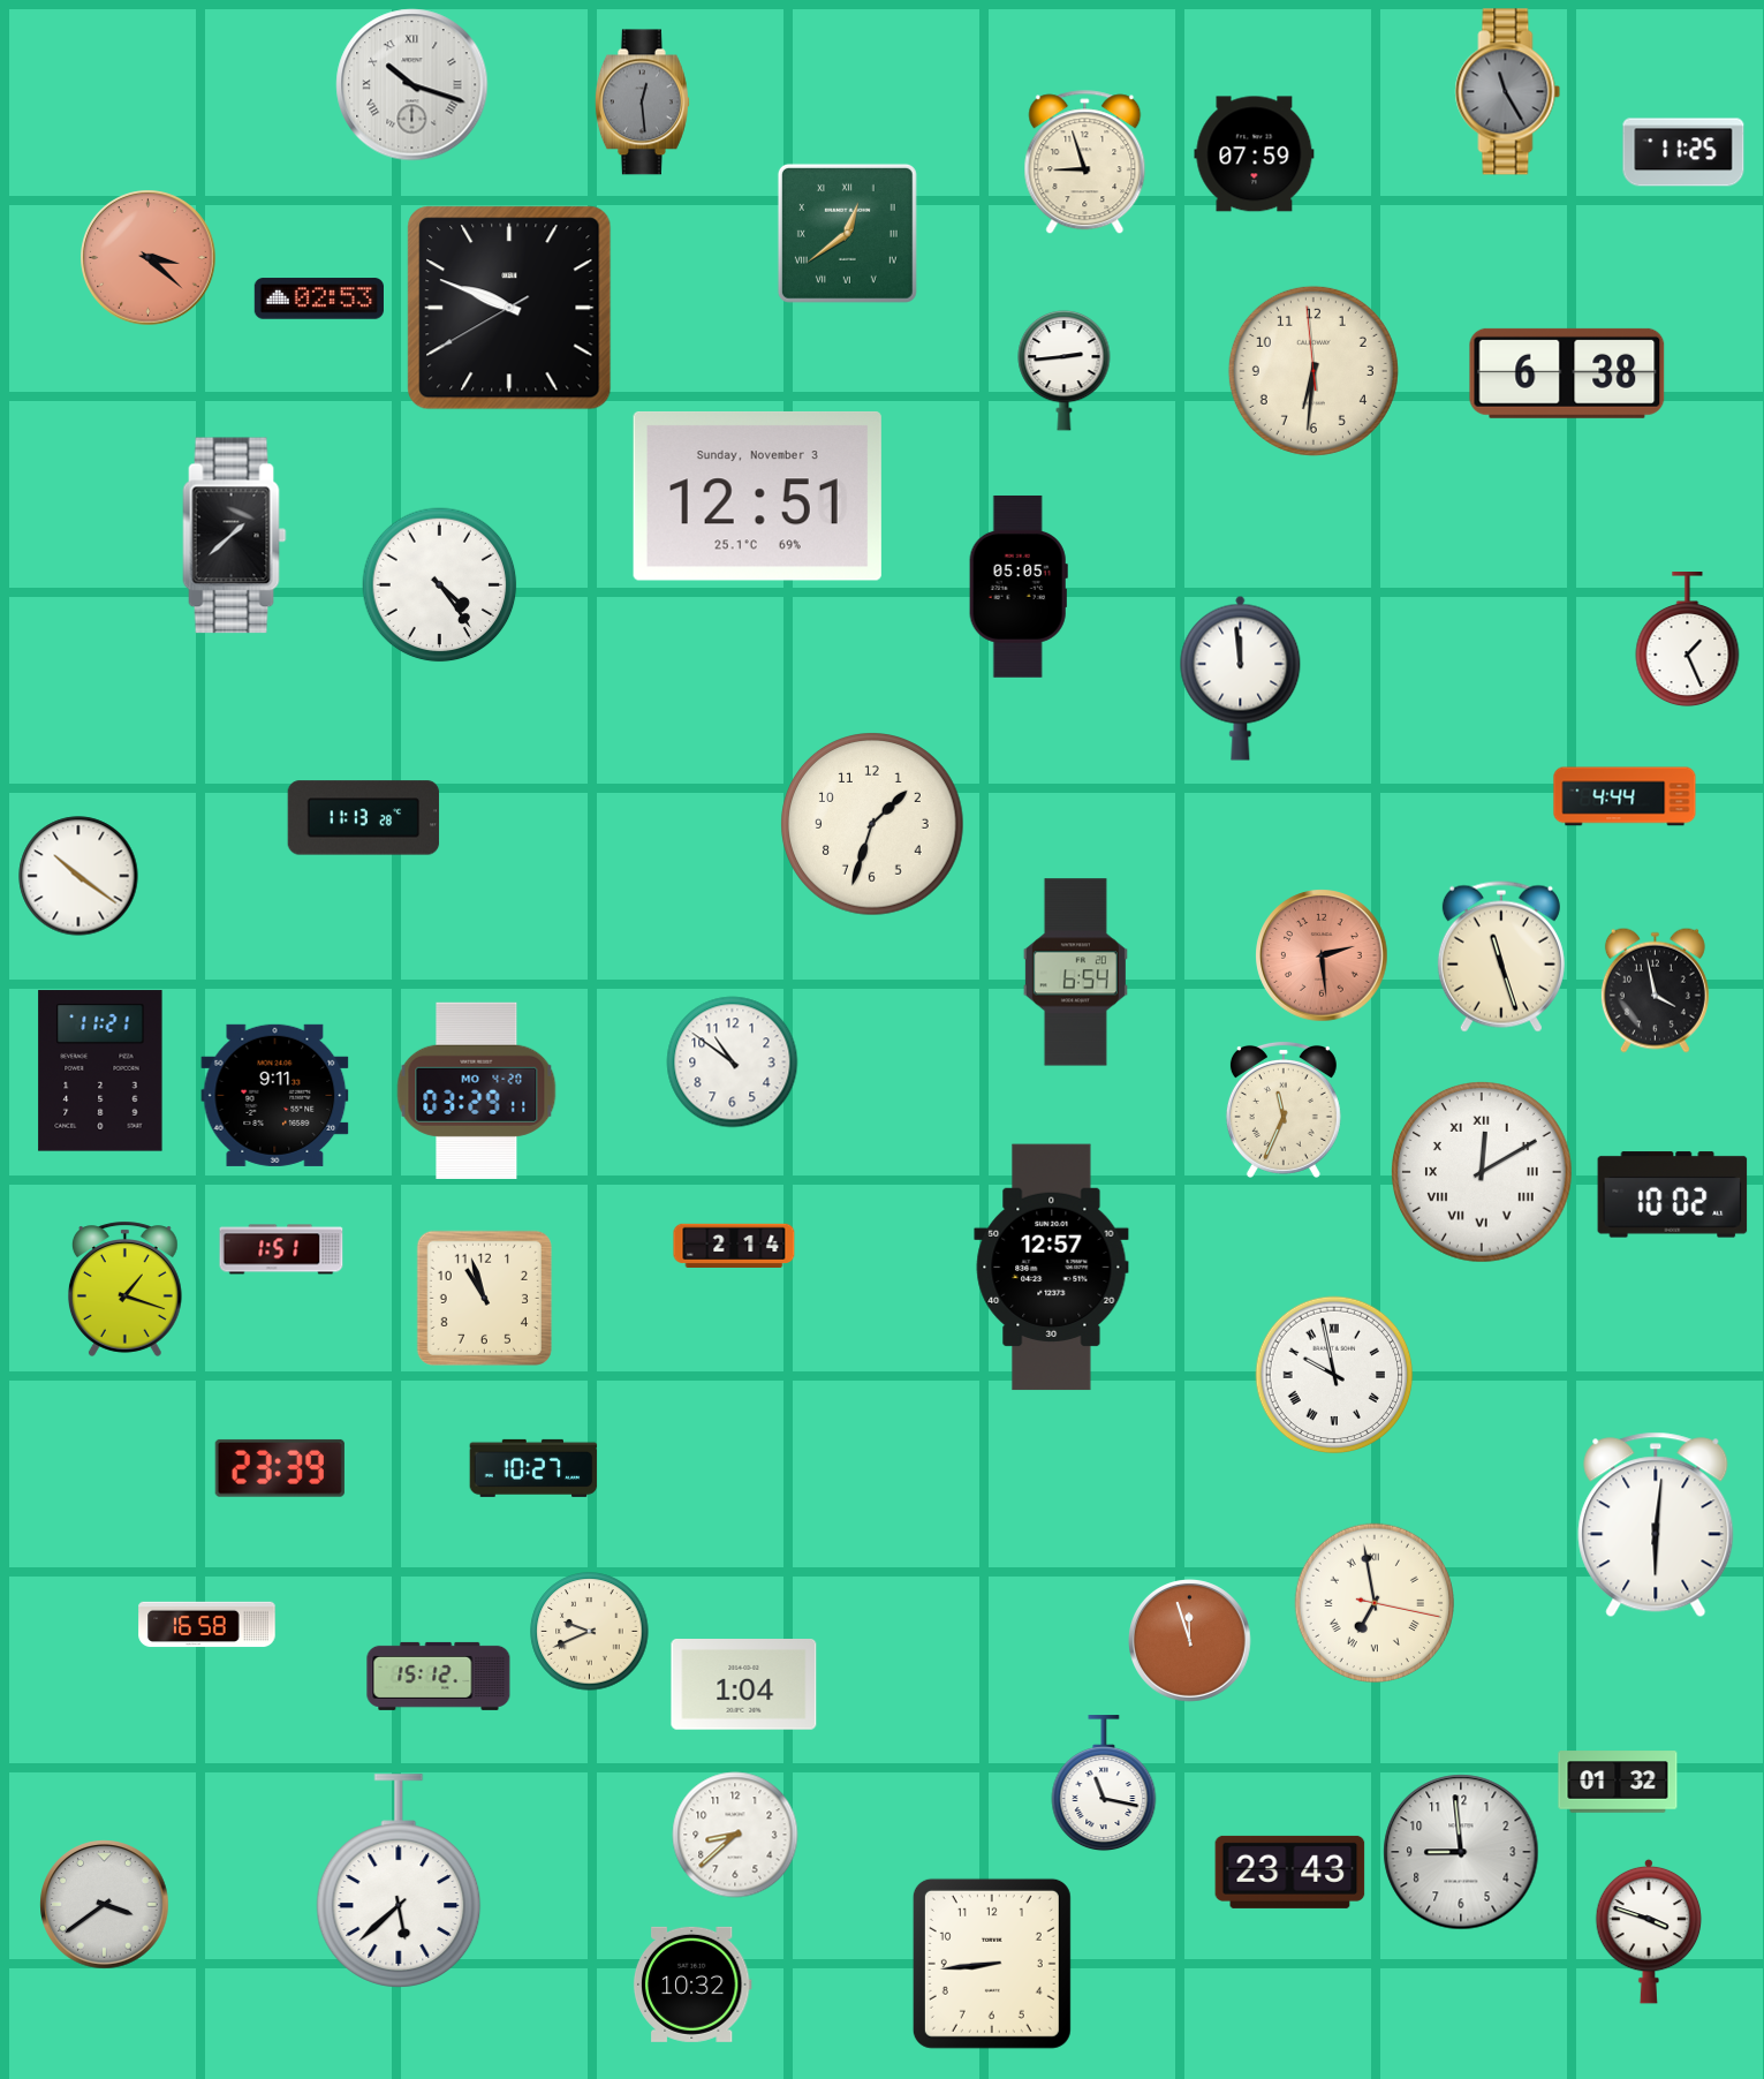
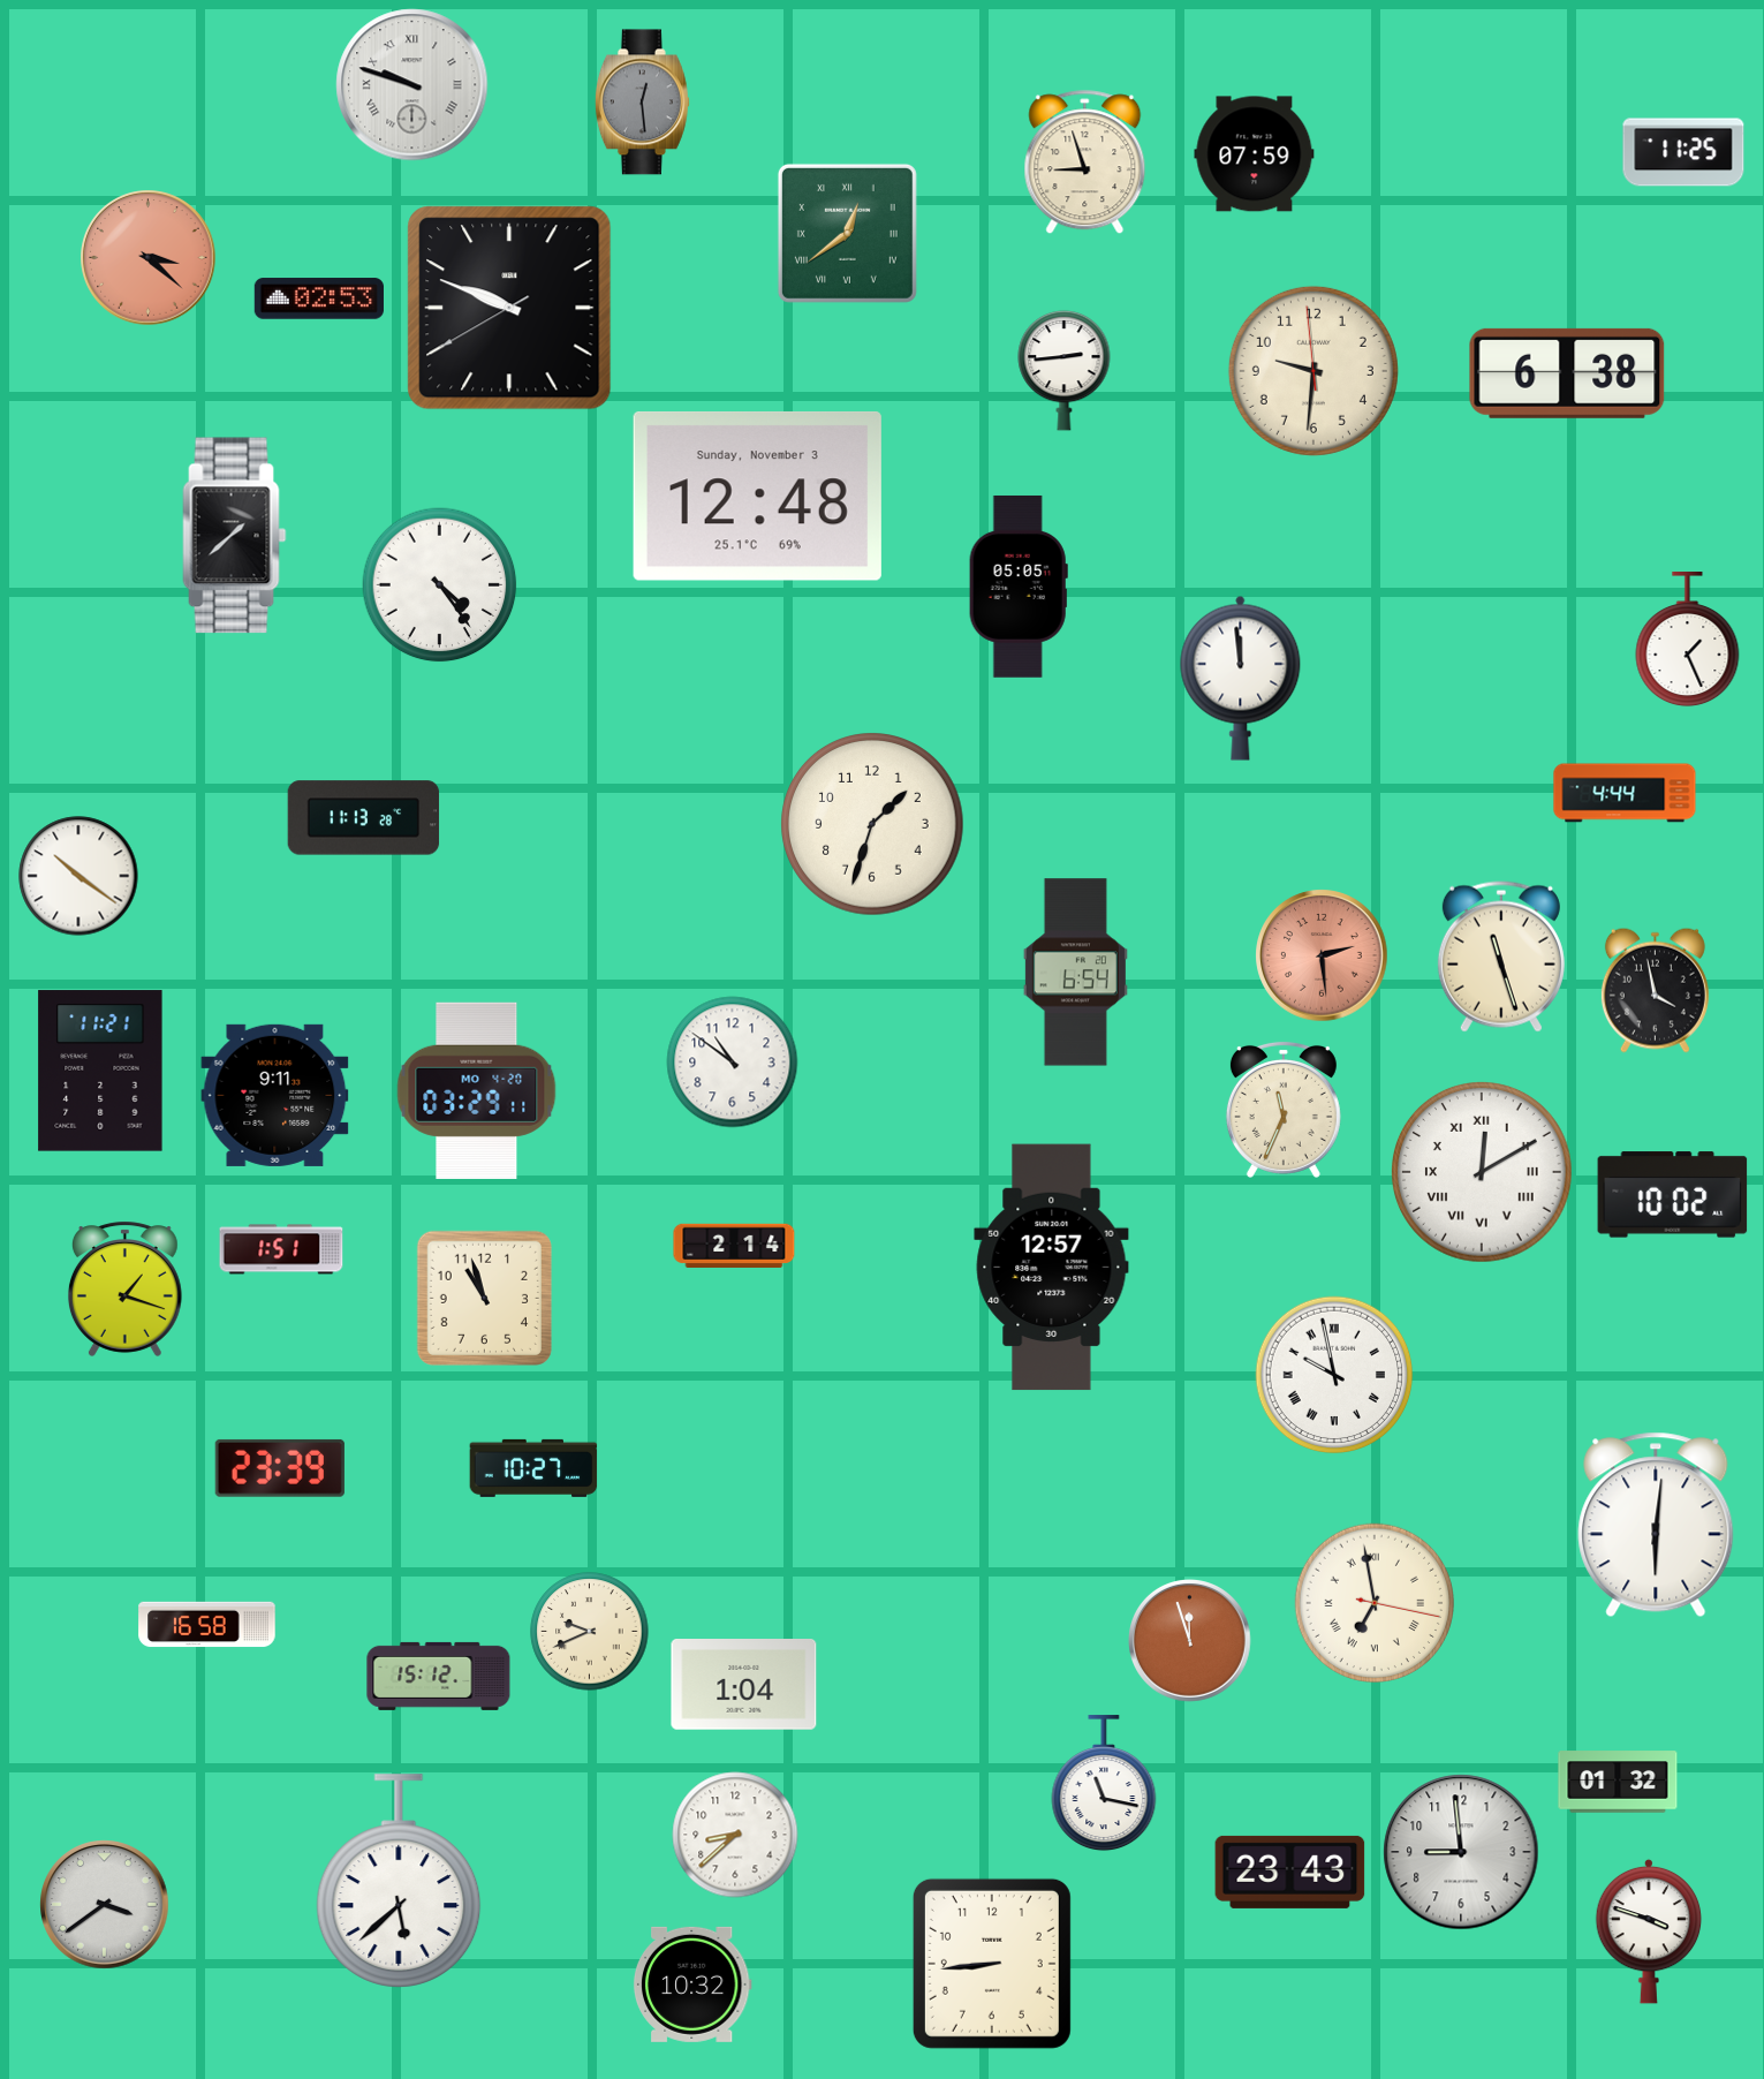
clock at (412, 85): 10:18 -> 9:48
clock at (1508, 92): 11:25 -> none
clock at (1313, 371): 6:30 -> 9:30
clock at (757, 496): 12:51 -> 12:48
clock at (1625, 796) position: (1625, 796) -> (1625, 793)
